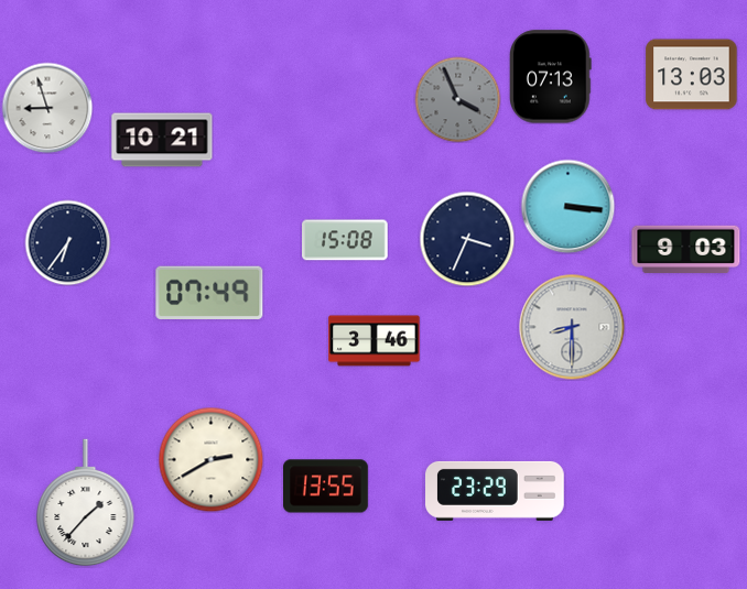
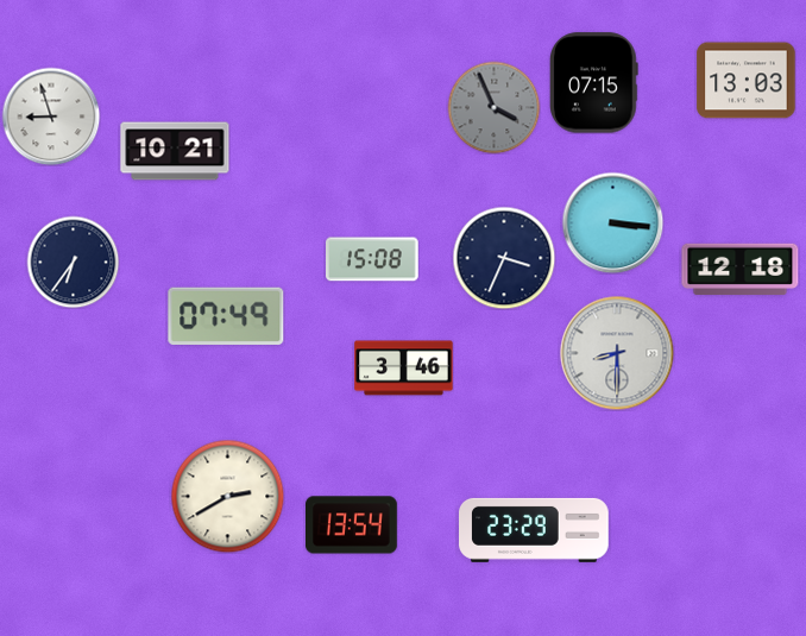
clock at (551, 77): 07:13 -> 07:15
clock at (686, 250): 9:03 -> 12:18
clock at (326, 487): 13:55 -> 13:54
clock at (86, 503): 1:37 -> none
